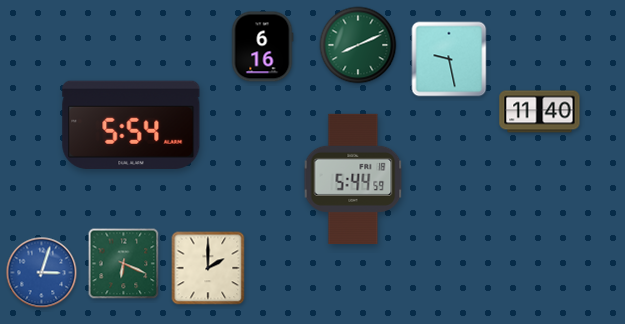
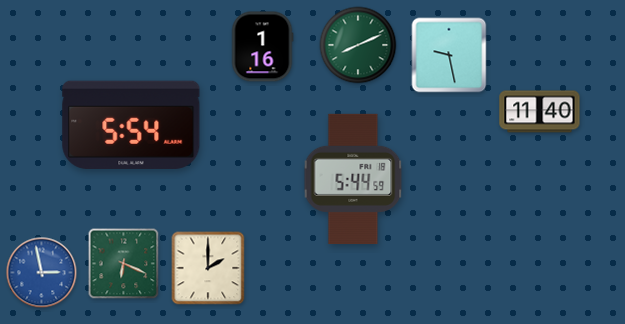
clock at (262, 47): 6:16 -> 1:16
clock at (449, 59) position: (449, 59) -> (449, 55)
clock at (42, 273): 3:03 -> 2:58
